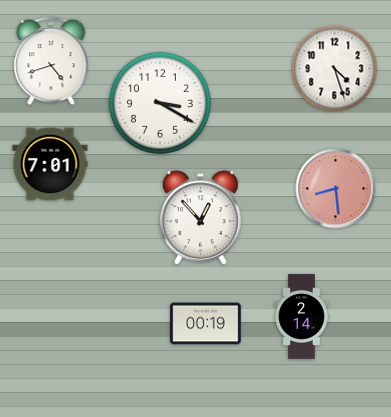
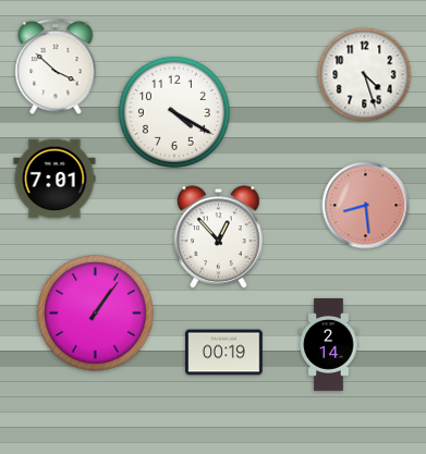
clock at (51, 62): 4:42 -> 3:52
clock at (160, 103): 3:20 -> 4:20
clock at (96, 314): none -> 1:06
